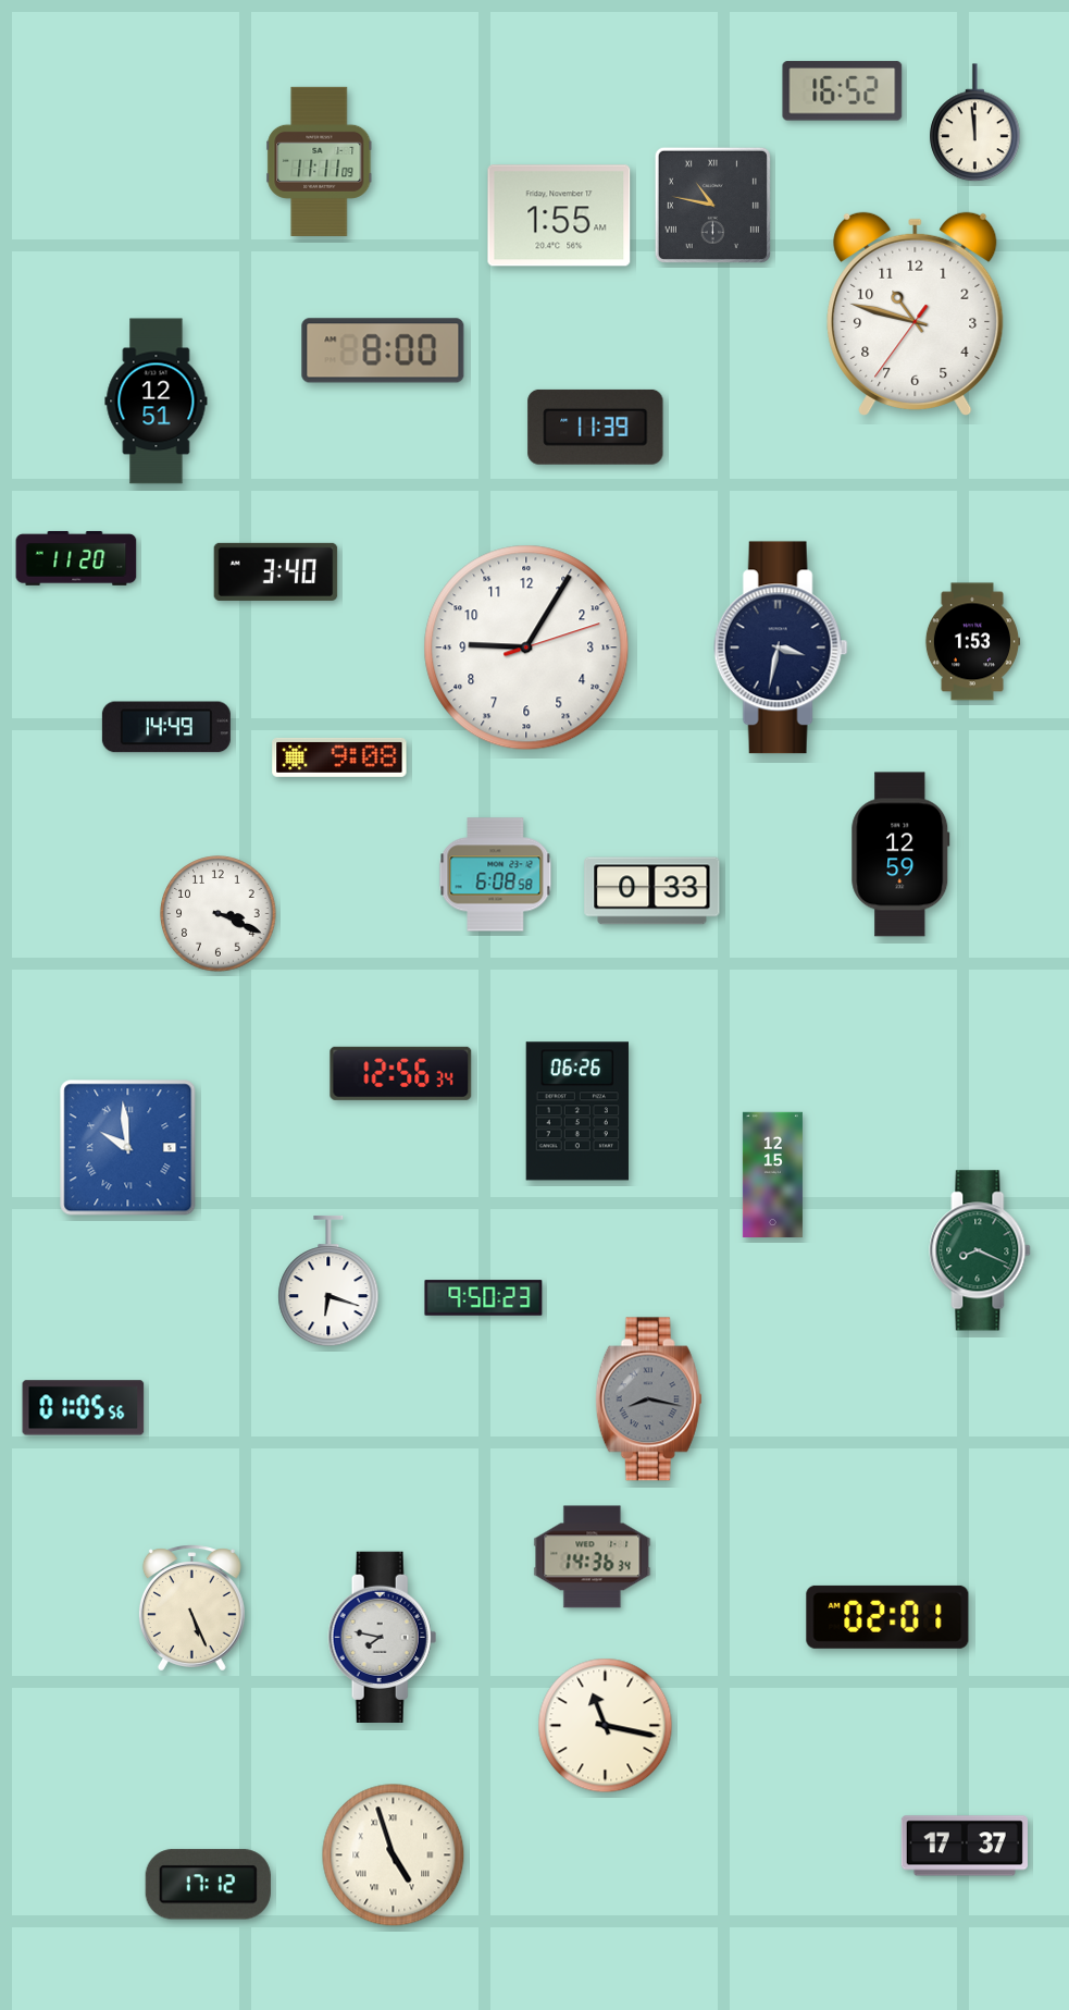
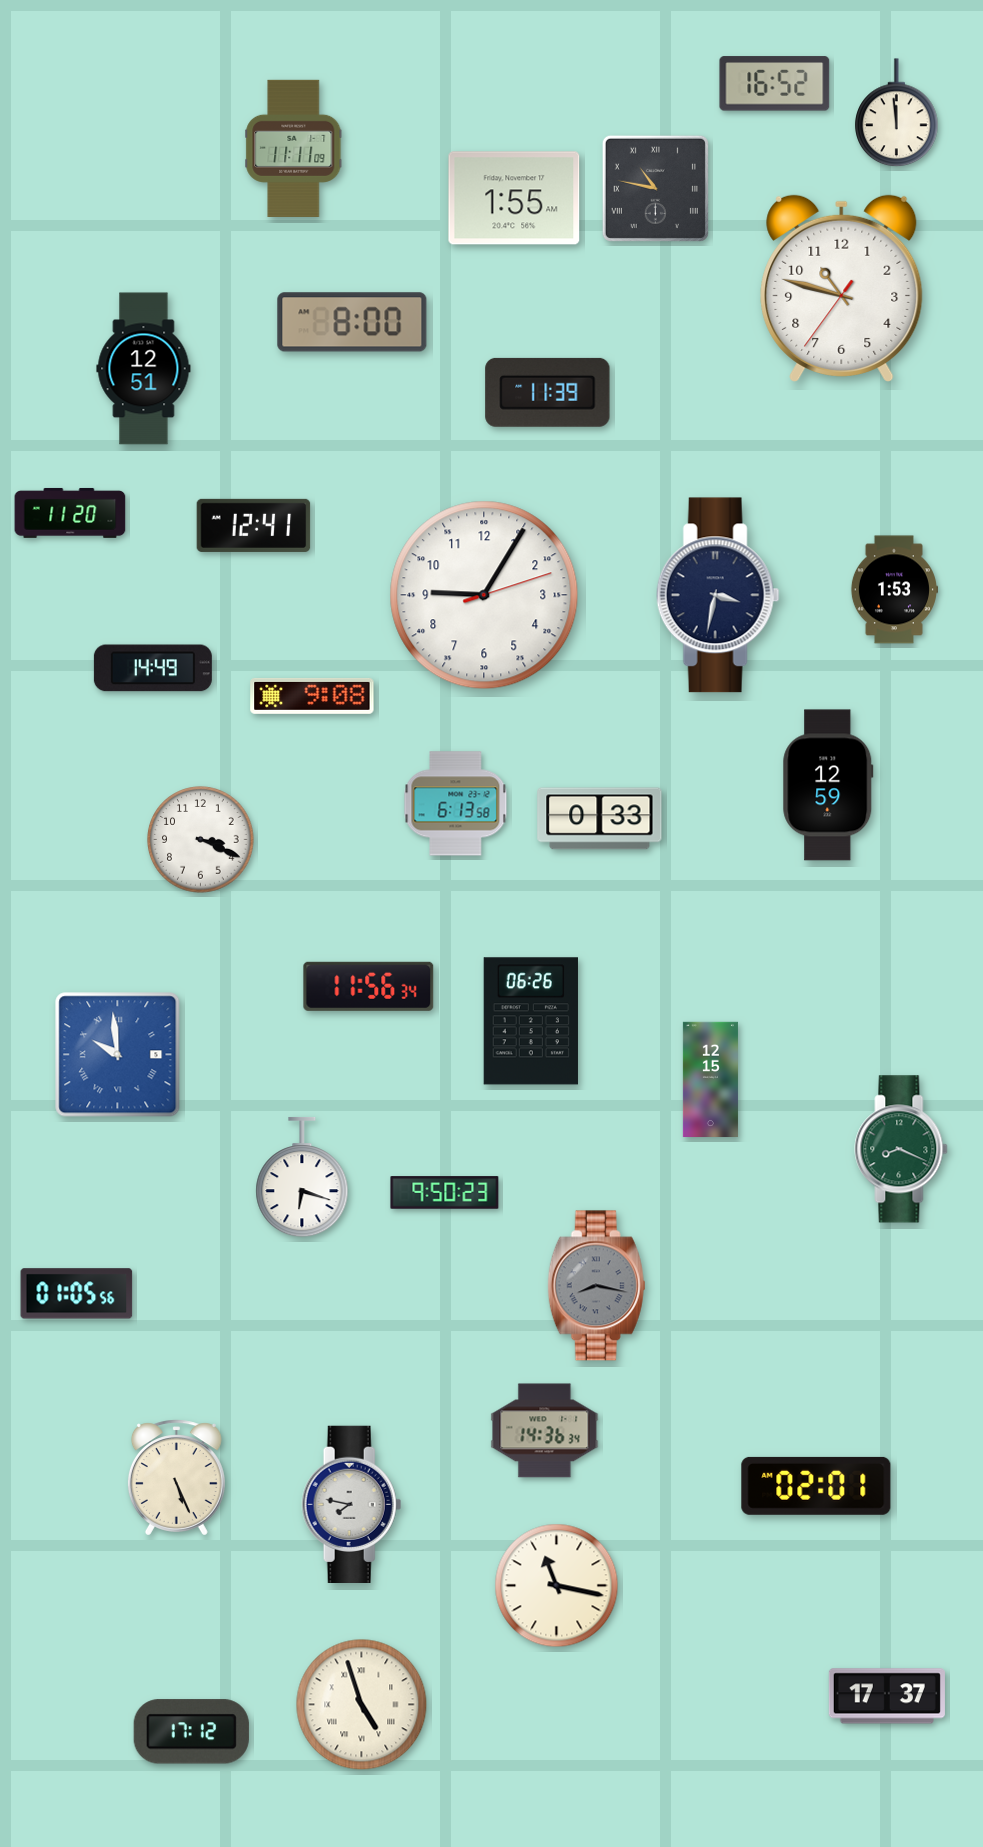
clock at (276, 571): 3:40 -> 12:41
clock at (496, 875): 6:08 -> 6:13
clock at (401, 1073): 12:56 -> 11:56
